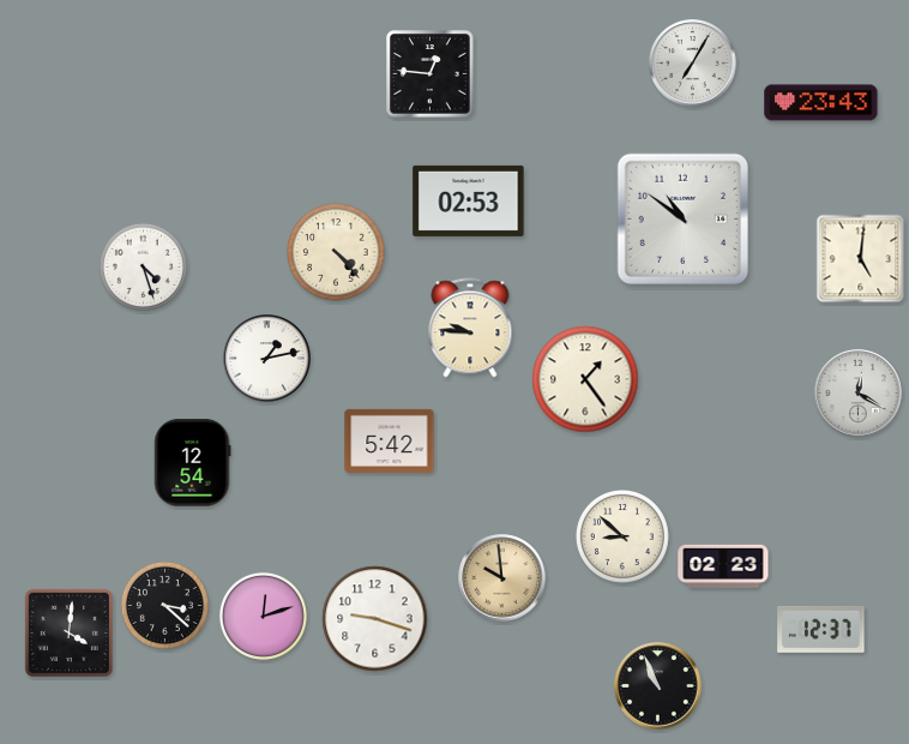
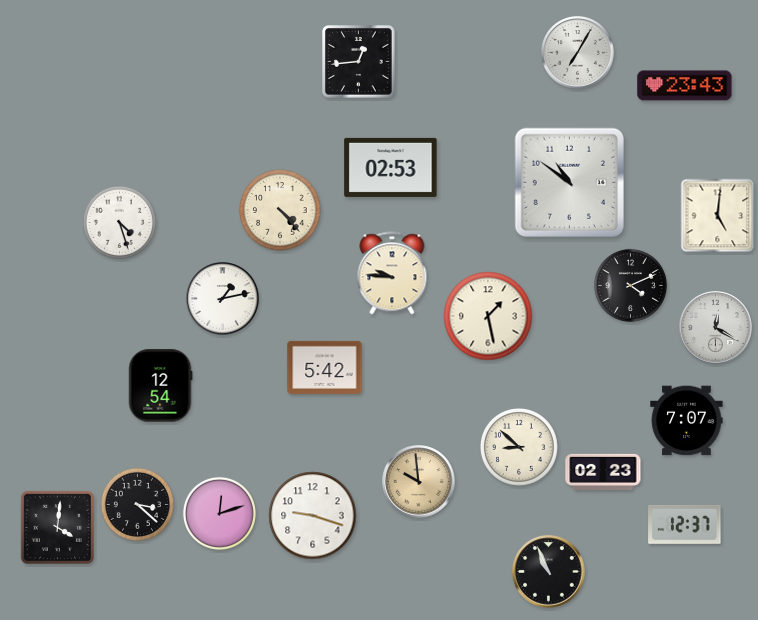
clock at (431, 74): 12:46 -> 12:44
clock at (630, 285): none -> 4:11
clock at (585, 379): 1:24 -> 1:28
clock at (687, 421): none -> 7:07
